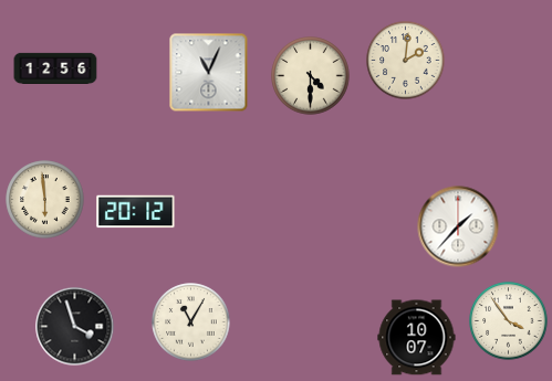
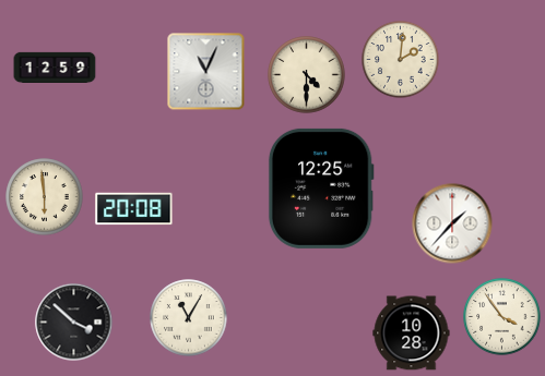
clock at (55, 68): 12:56 -> 12:59
clock at (321, 189): none -> 12:25
clock at (136, 212): 20:12 -> 20:08
clock at (75, 327): 3:57 -> 3:52
clock at (417, 338): 10:07 -> 10:28
